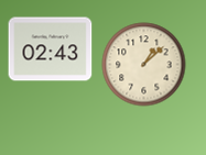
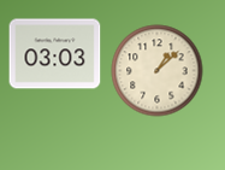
clock at (51, 49): 02:43 -> 03:03
